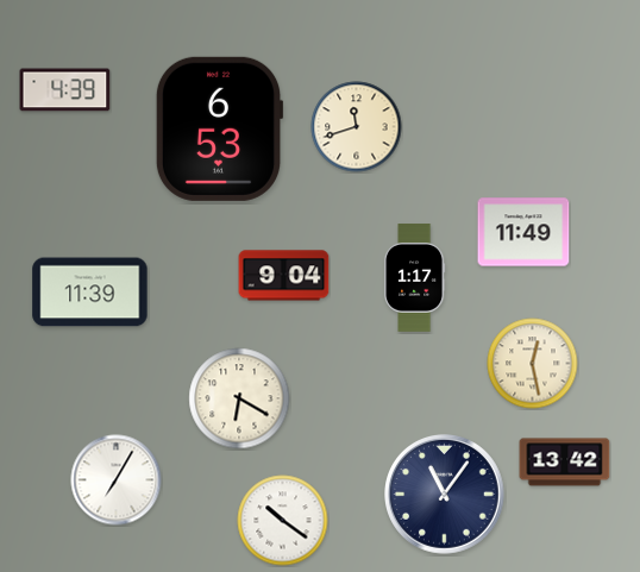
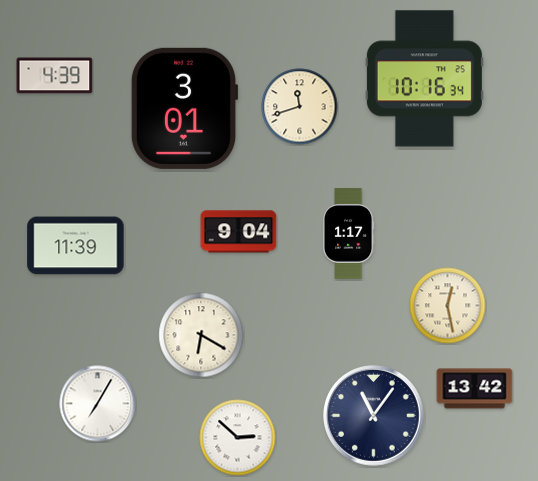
clock at (424, 79): none -> 10:16
clock at (219, 128): 6:53 -> 3:01
clock at (523, 232): 11:49 -> none
clock at (283, 521): 10:21 -> 2:52
